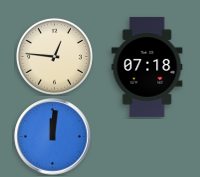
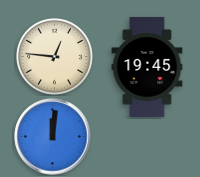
clock at (147, 67): 07:18 -> 19:45
